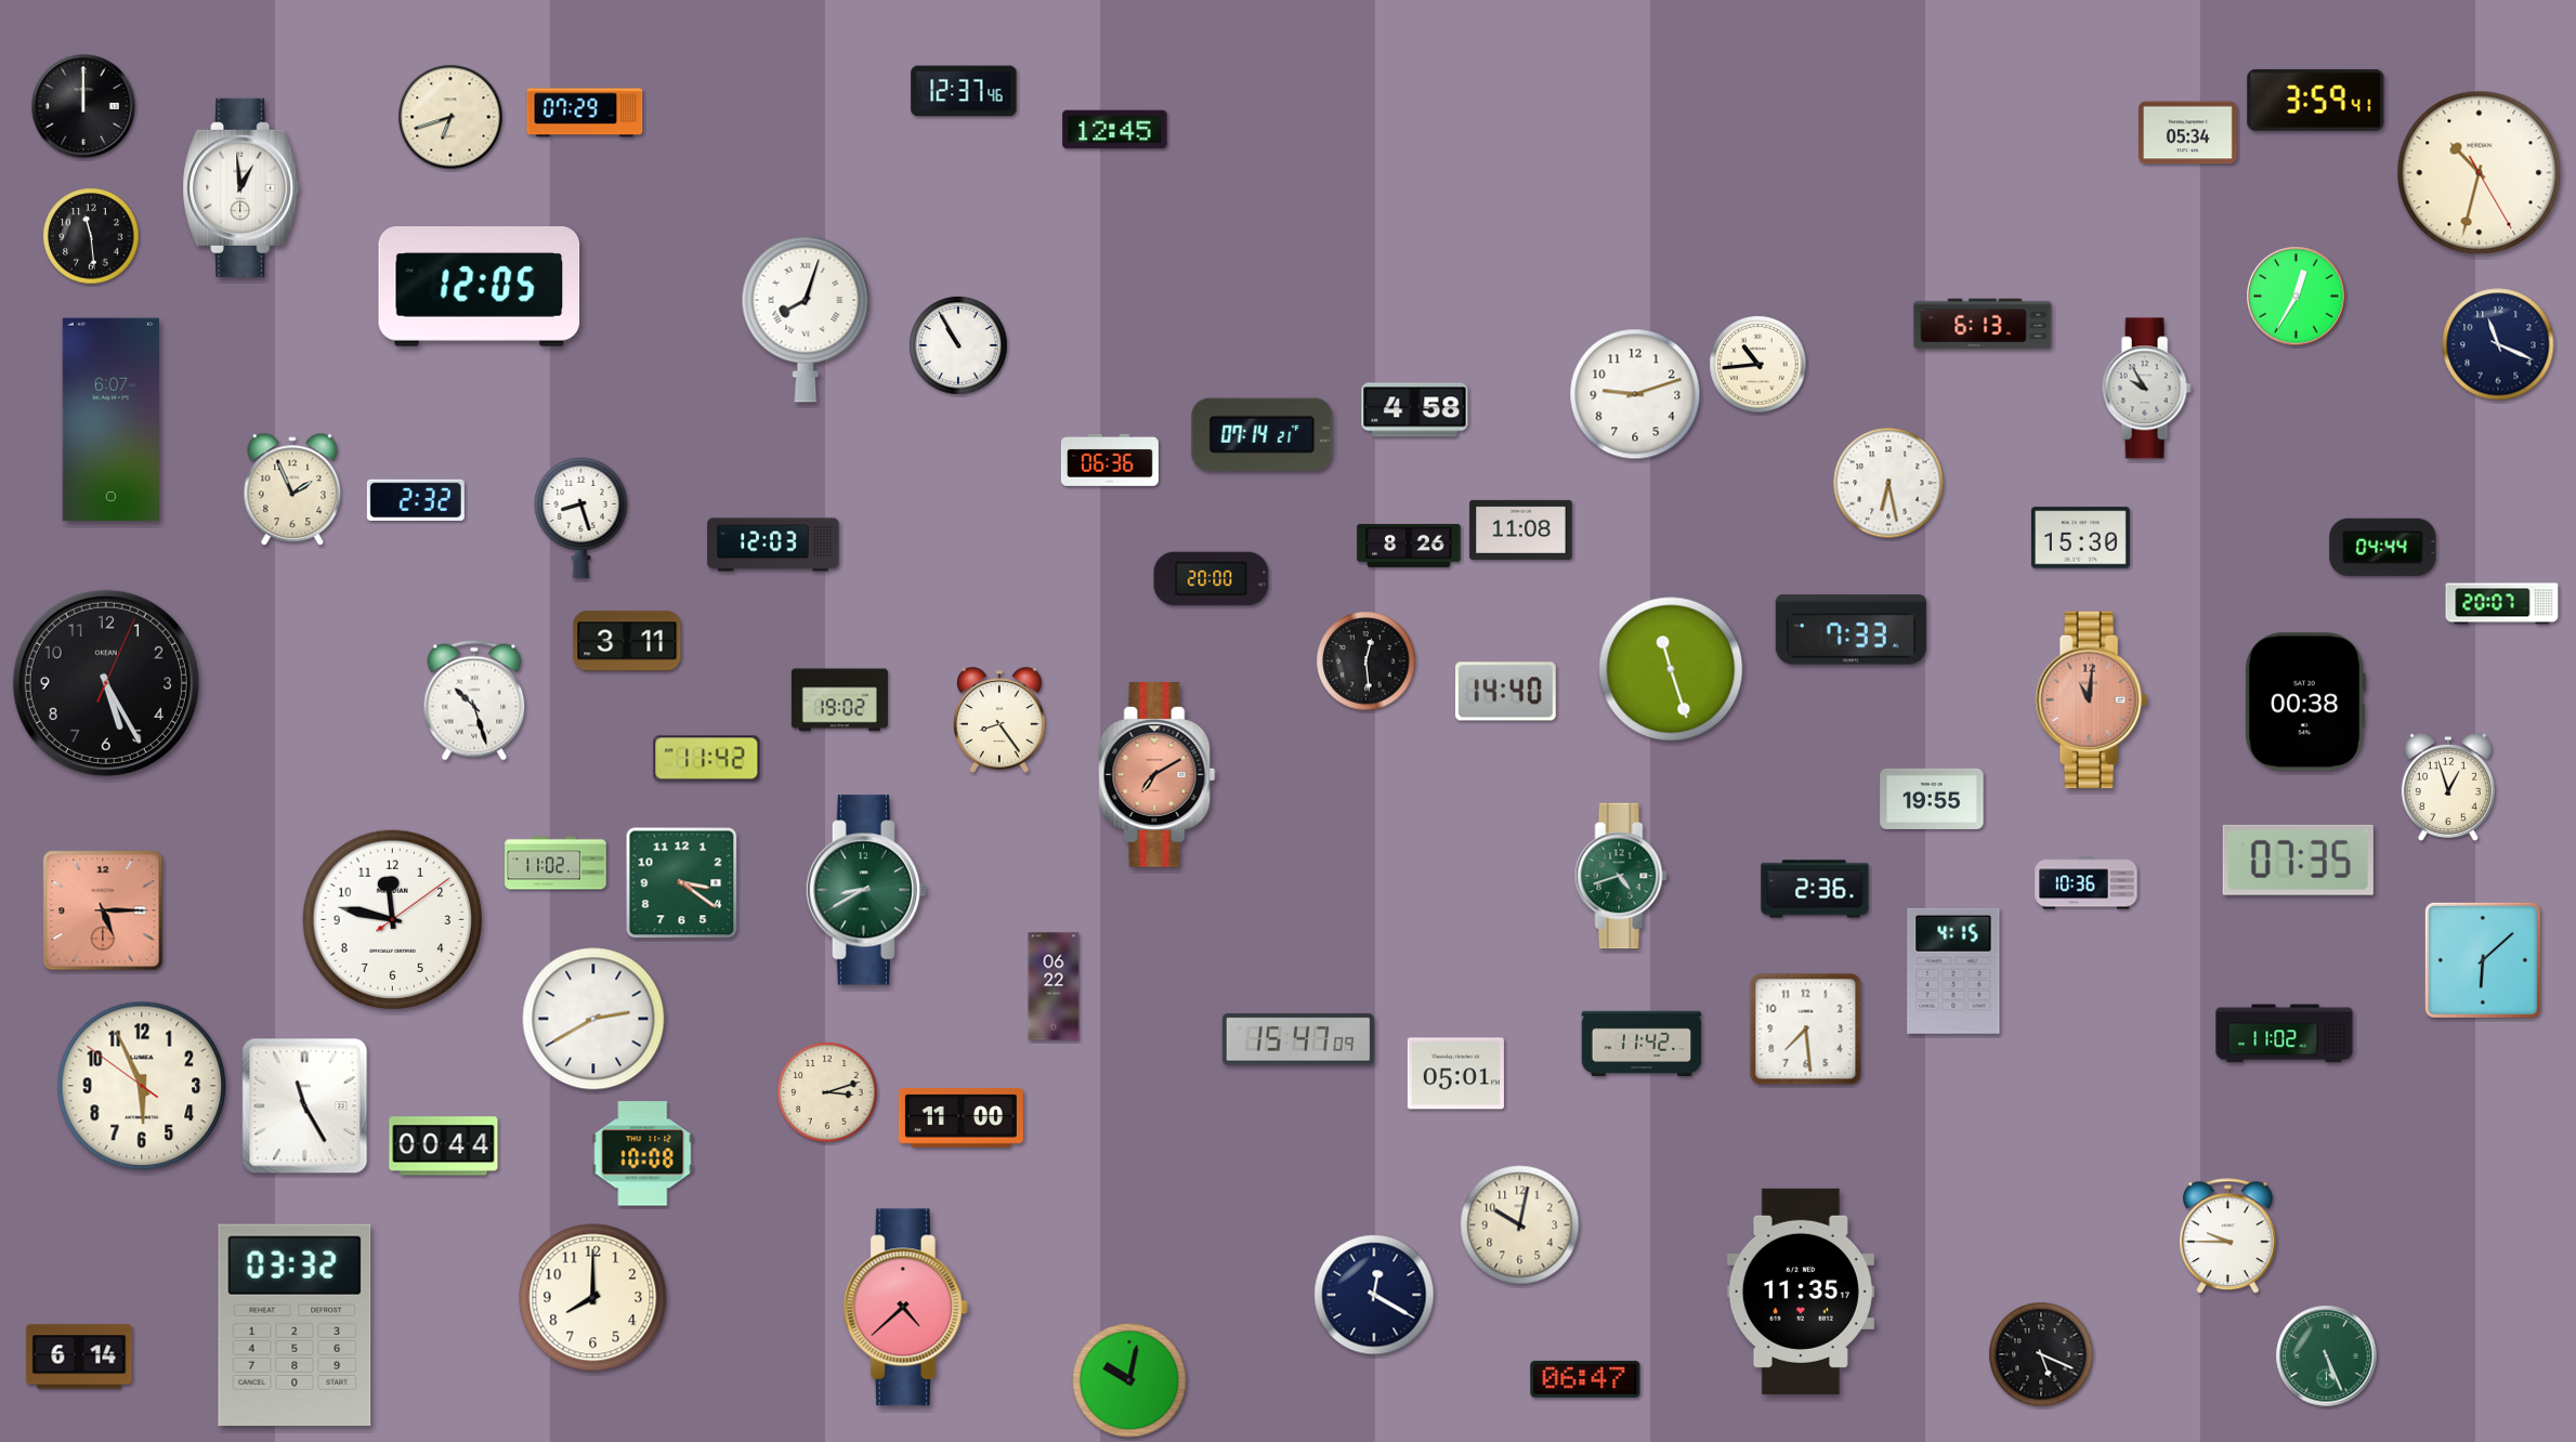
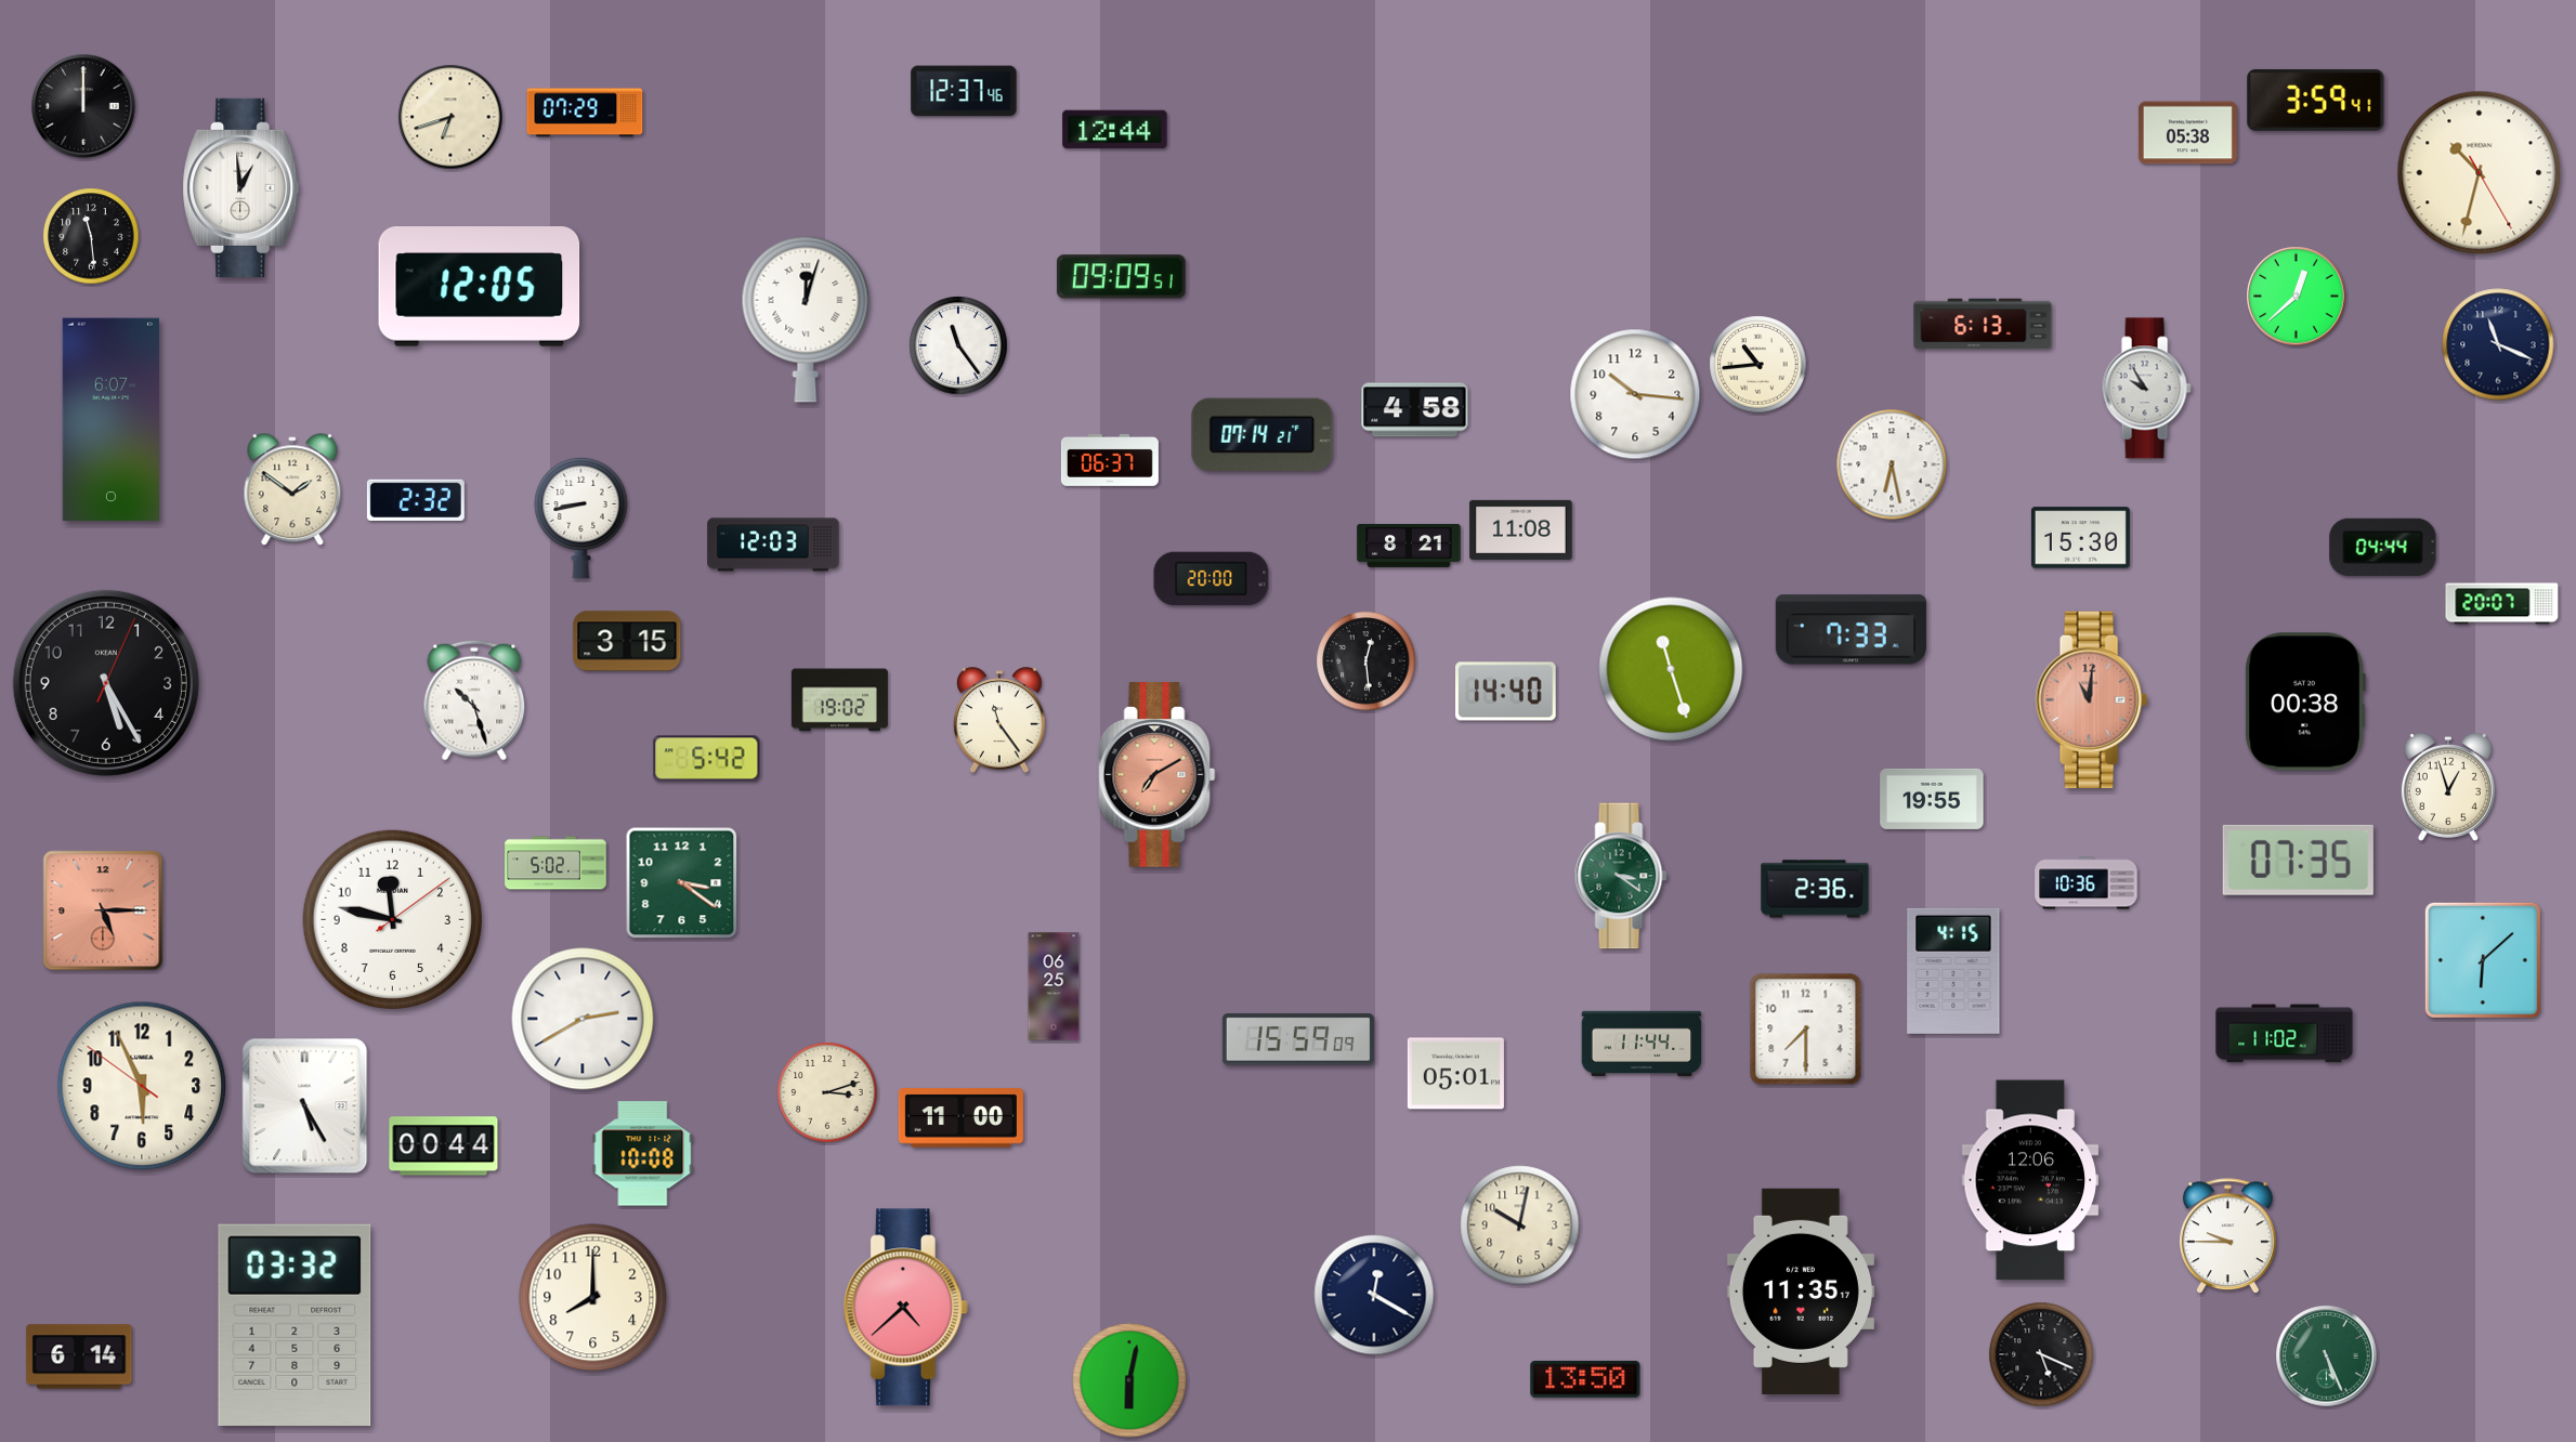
clock at (1115, 130): 12:45 -> 12:44
clock at (2187, 133): 05:34 -> 05:38
clock at (1121, 277): none -> 09:09
clock at (2297, 297): 12:35 -> 12:38
clock at (806, 319): 8:03 -> 12:03
clock at (958, 345): 10:55 -> 11:24
clock at (1635, 394): 9:12 -> 10:16
clock at (1110, 460): 06:36 -> 06:37
clock at (1888, 483) position: (1888, 483) -> (1892, 464)
clock at (292, 490): 1:56 -> 1:51
clock at (581, 517): 8:27 -> 8:43
clock at (1409, 546): 8:26 -> 8:21
clock at (627, 641): 3:11 -> 3:15
clock at (999, 720): 8:24 -> 11:24
clock at (707, 759): 11:42 -> 5:42
clock at (555, 863): 11:02 -> 5:02
clock at (1621, 876): 4:42 -> 3:21
clock at (866, 890): 8:40 -> none
clock at (1054, 986): 06:22 -> 06:25
clock at (593, 1019) position: (593, 1019) -> (583, 1019)
clock at (1806, 1030): 7:29 -> 7:30
clock at (1298, 1039): 15:47 -> 15:59
clock at (1642, 1044): 11:42 -> 11:44
clock at (305, 1106): 11:25 -> 5:25
clock at (2030, 1180): none -> 12:06
clock at (1585, 1379): 06:47 -> 13:50
clock at (1129, 1380): 10:02 -> 6:02
